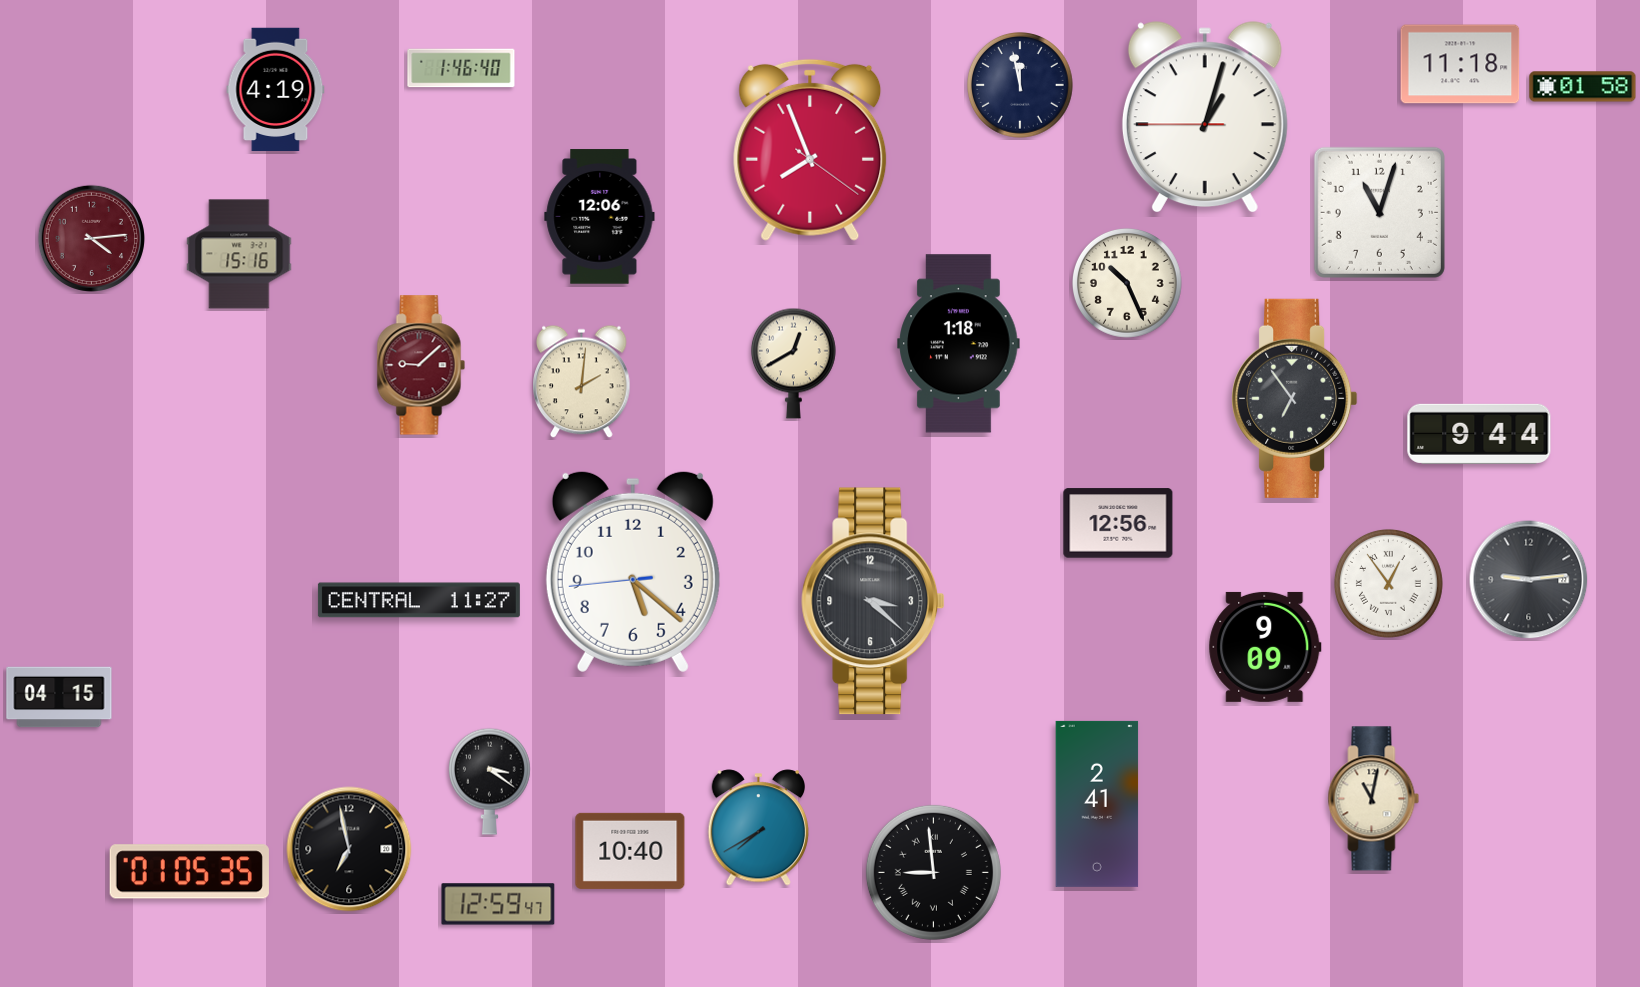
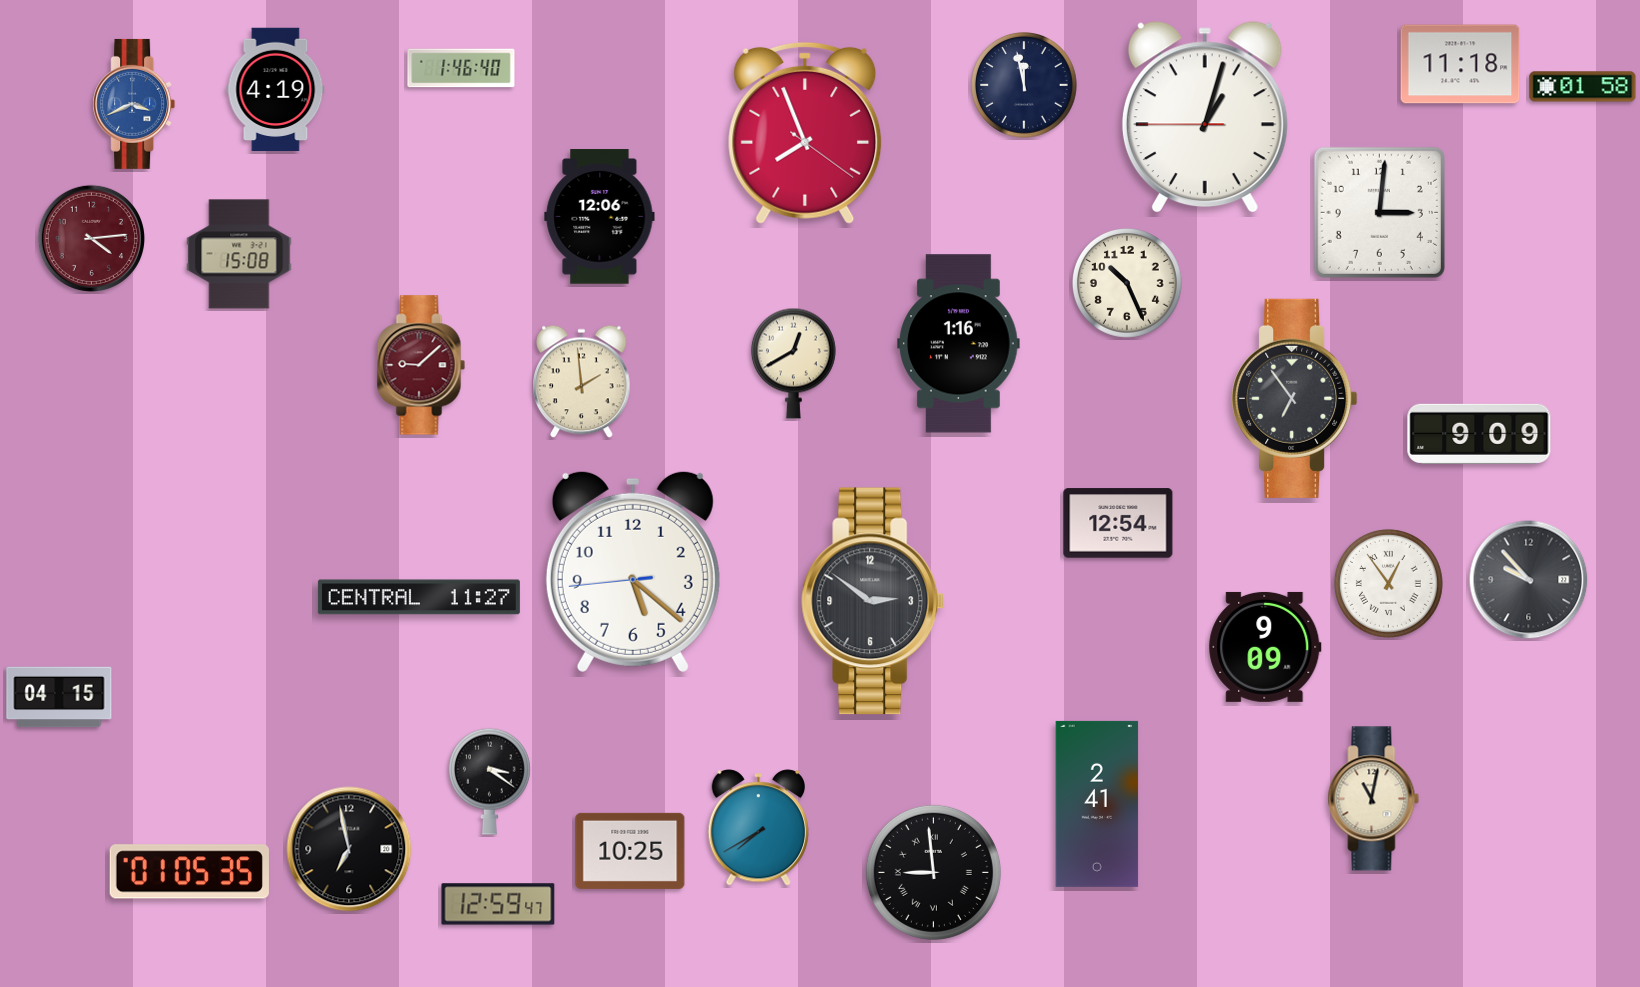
clock at (1021, 86) position: (1021, 86) -> (1025, 86)
clock at (134, 104): none -> 3:41
clock at (810, 150) position: (810, 150) -> (805, 133)
clock at (1379, 212): 11:03 -> 3:01
clock at (239, 254): 15:16 -> 15:08
clock at (959, 344): 1:18 -> 1:16
clock at (582, 382): 2:01 -> 1:59
clock at (1479, 434): 9:44 -> 9:09
clock at (1118, 523): 12:56 -> 12:54
clock at (1529, 580): 9:14 -> 9:53
clock at (419, 600) position: (419, 600) -> (419, 597)
clock at (873, 601): 3:22 -> 2:51
clock at (630, 851): 10:40 -> 10:25
